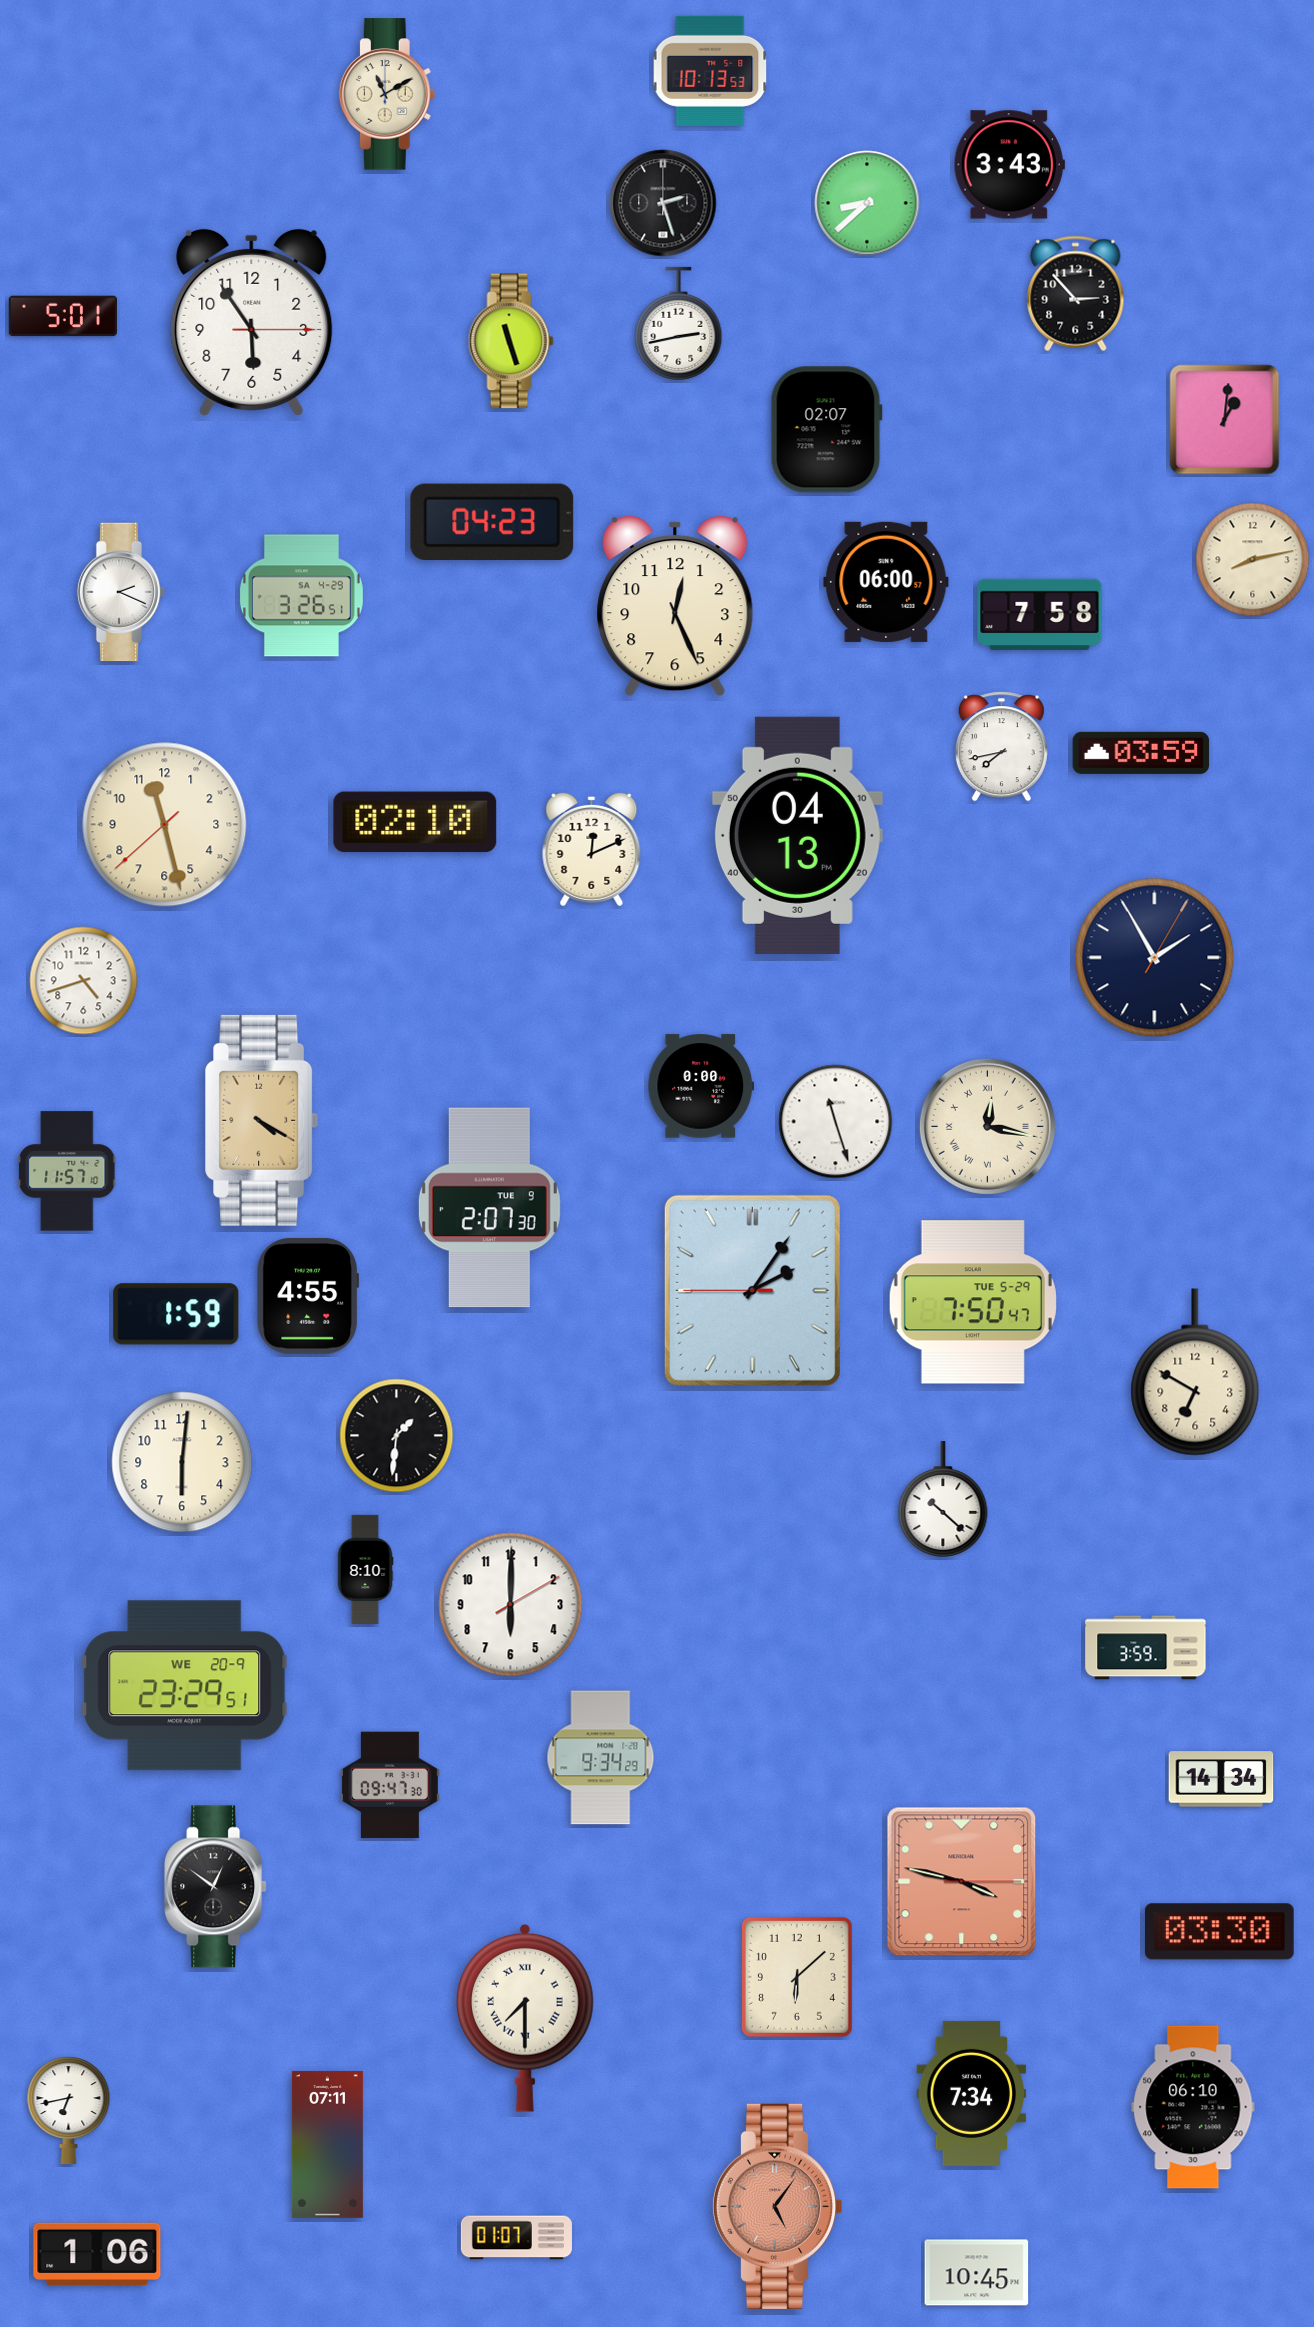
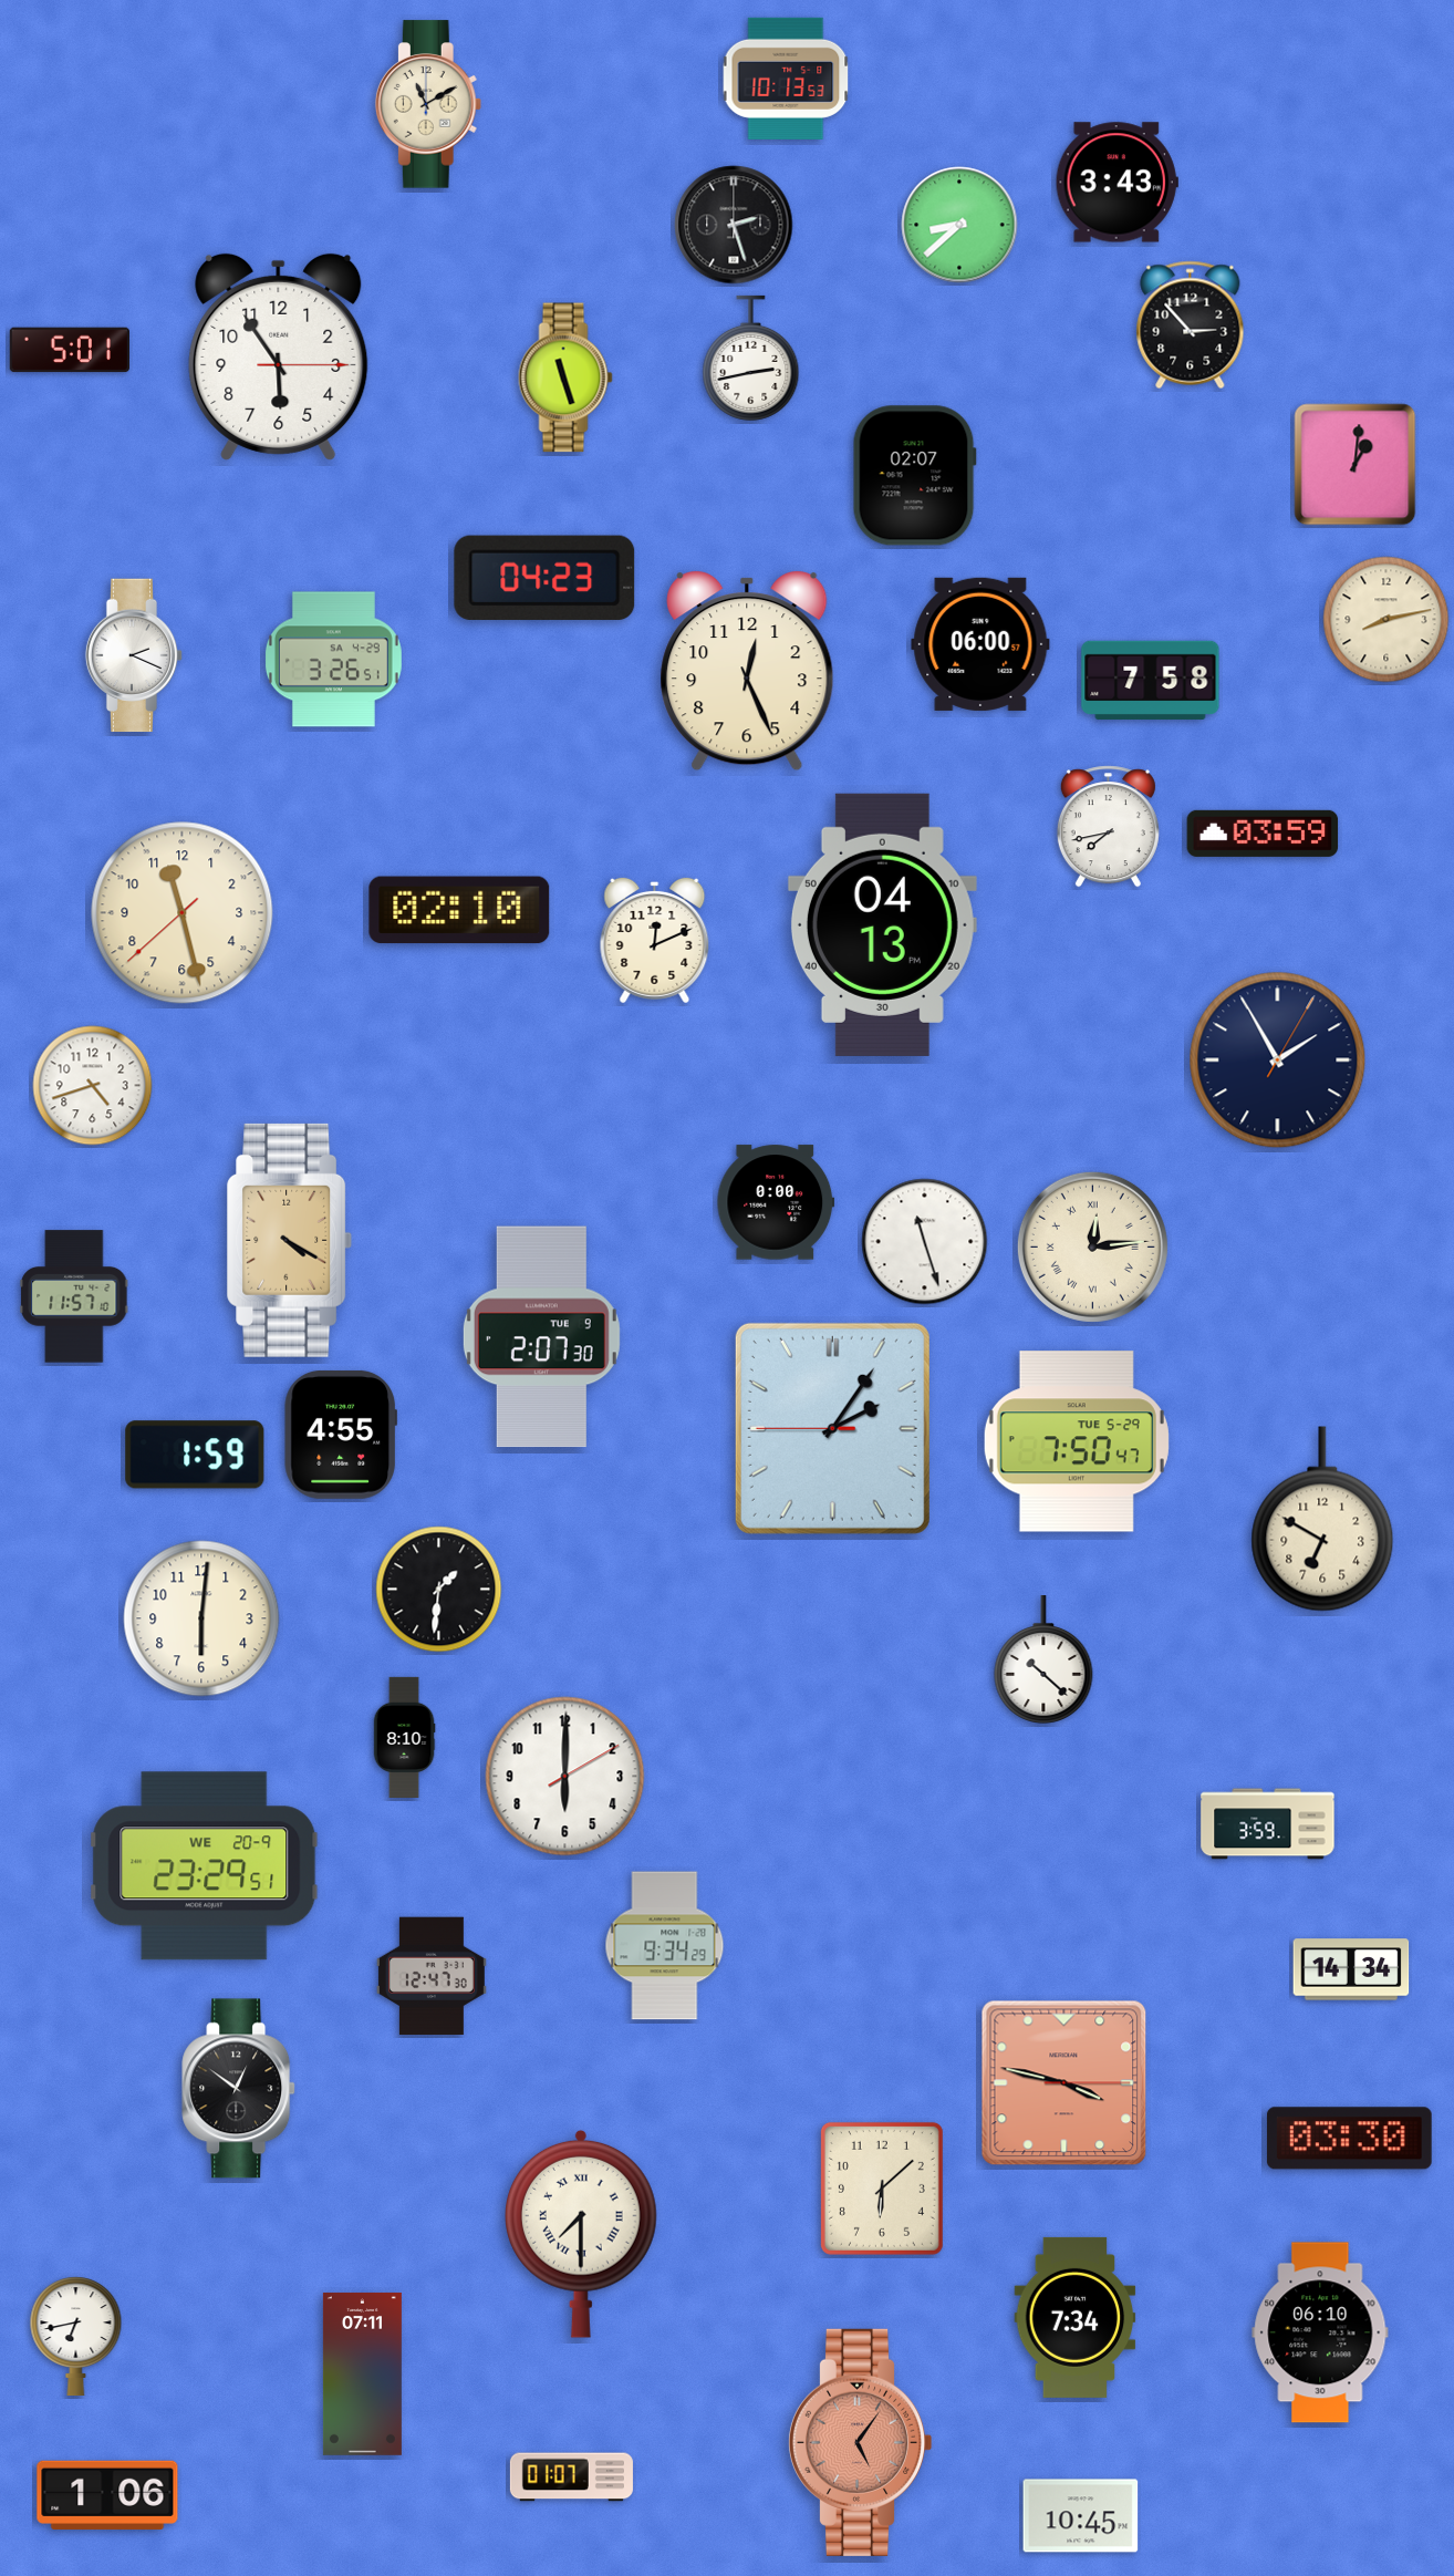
clock at (987, 1126): 12:17 -> 12:14
clock at (390, 1785): 09:47 -> 12:47
